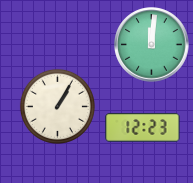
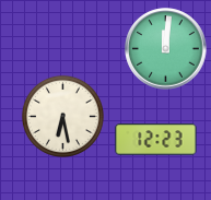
clock at (57, 106): 1:05 -> 6:28
